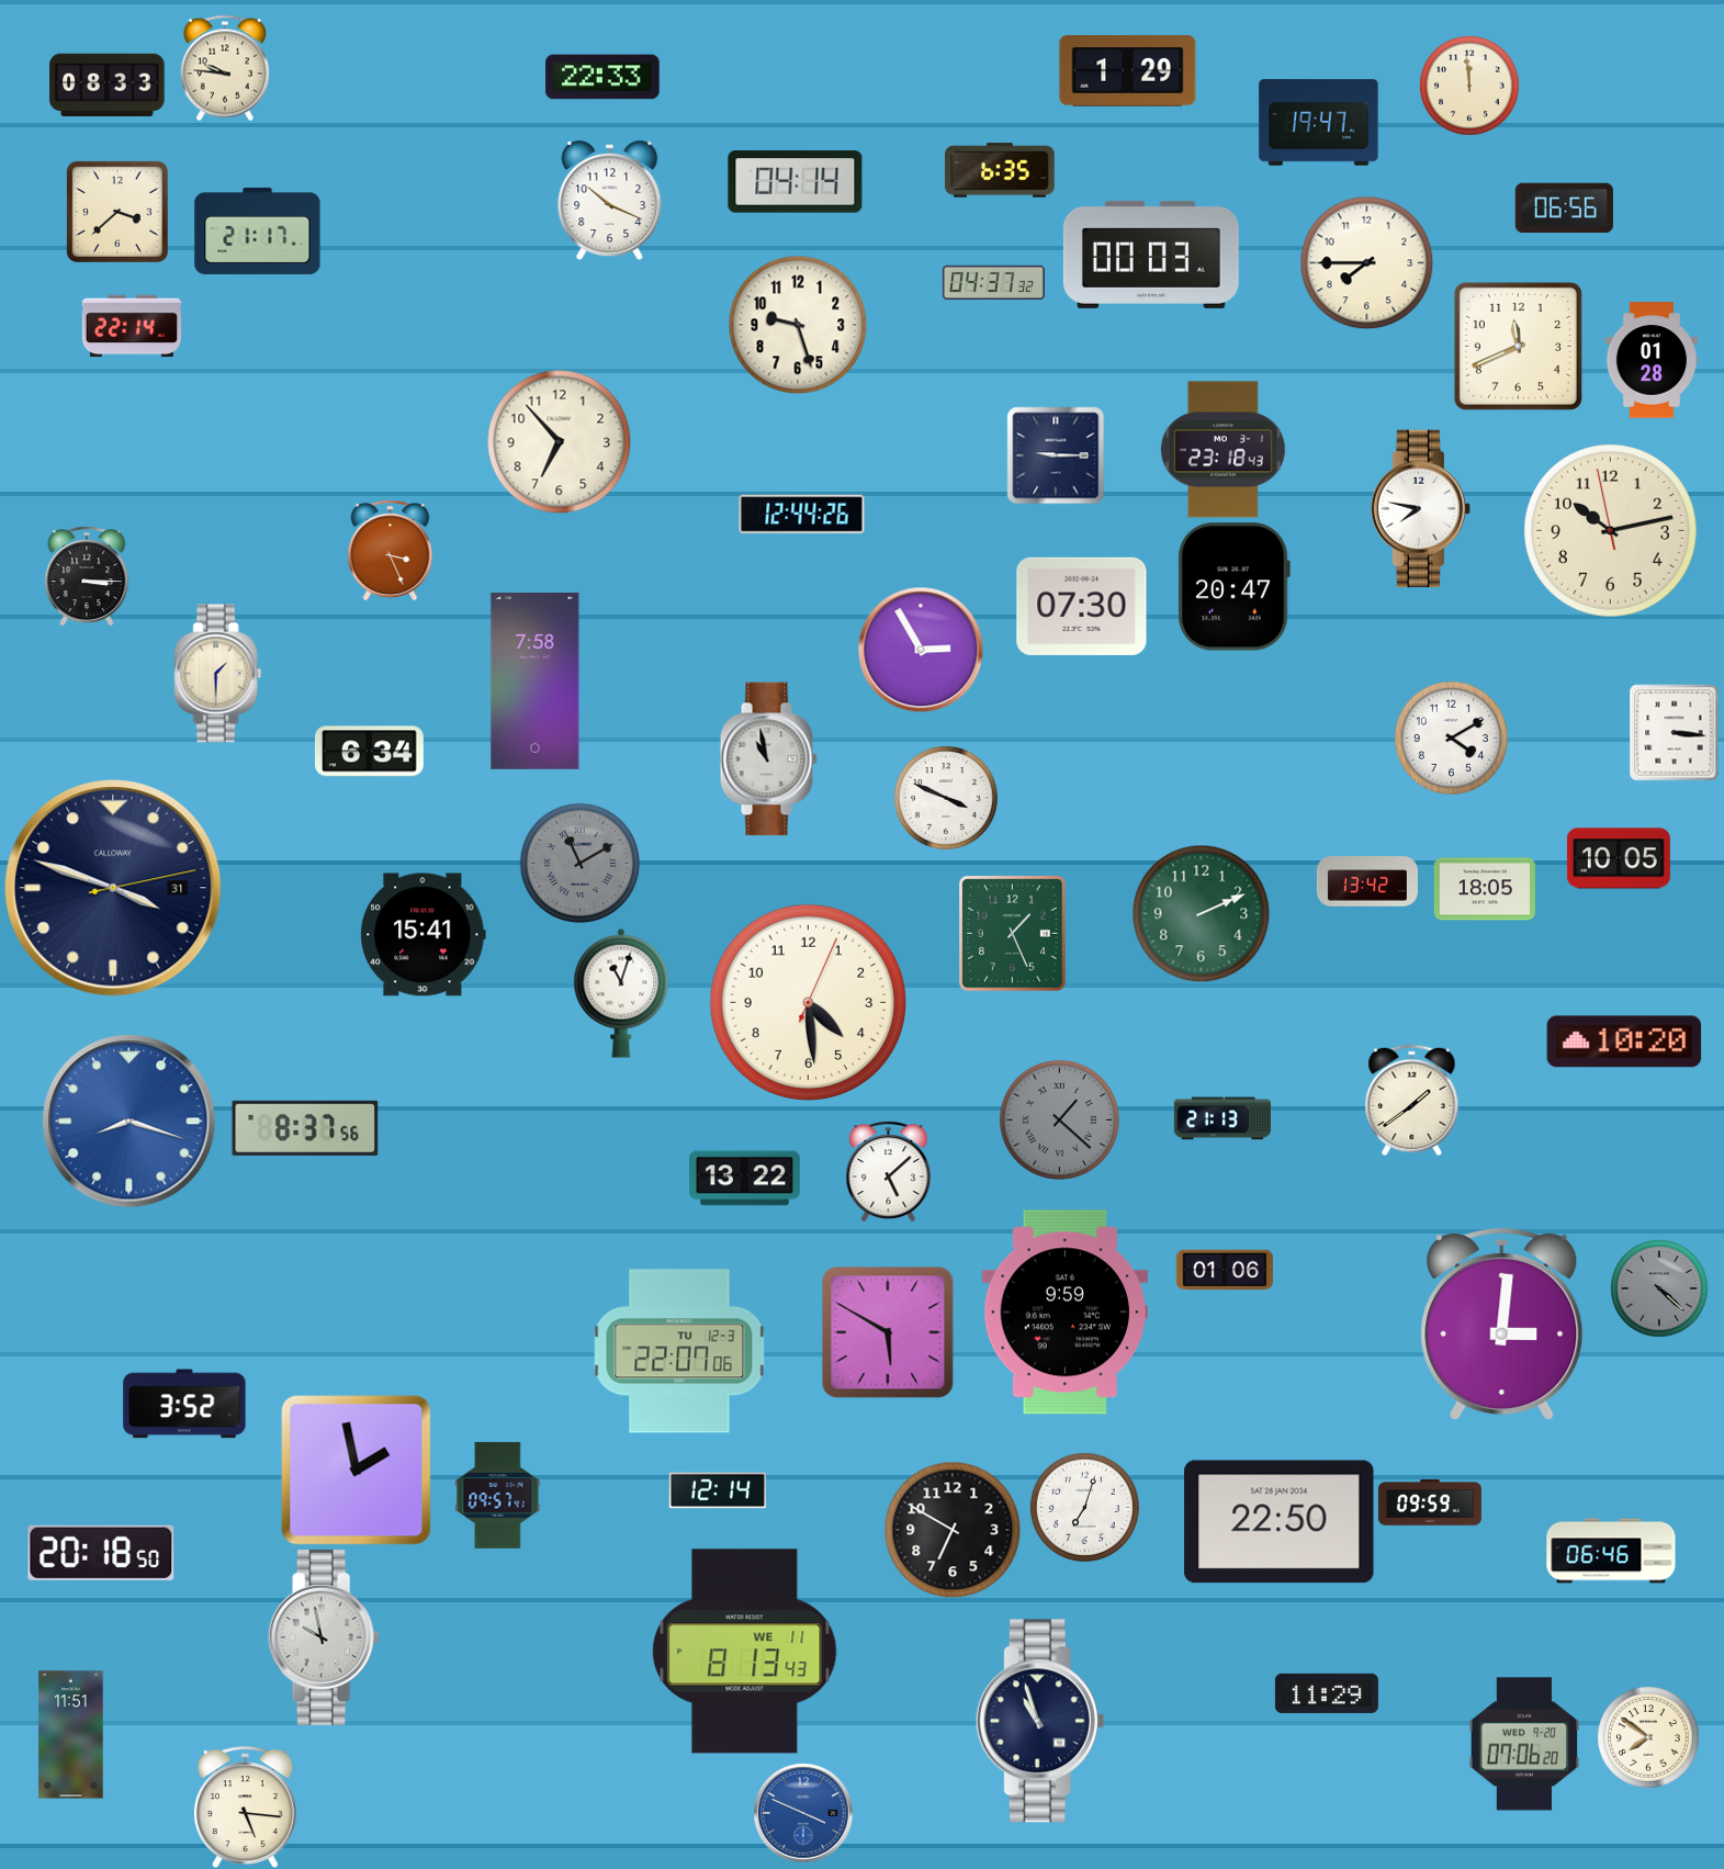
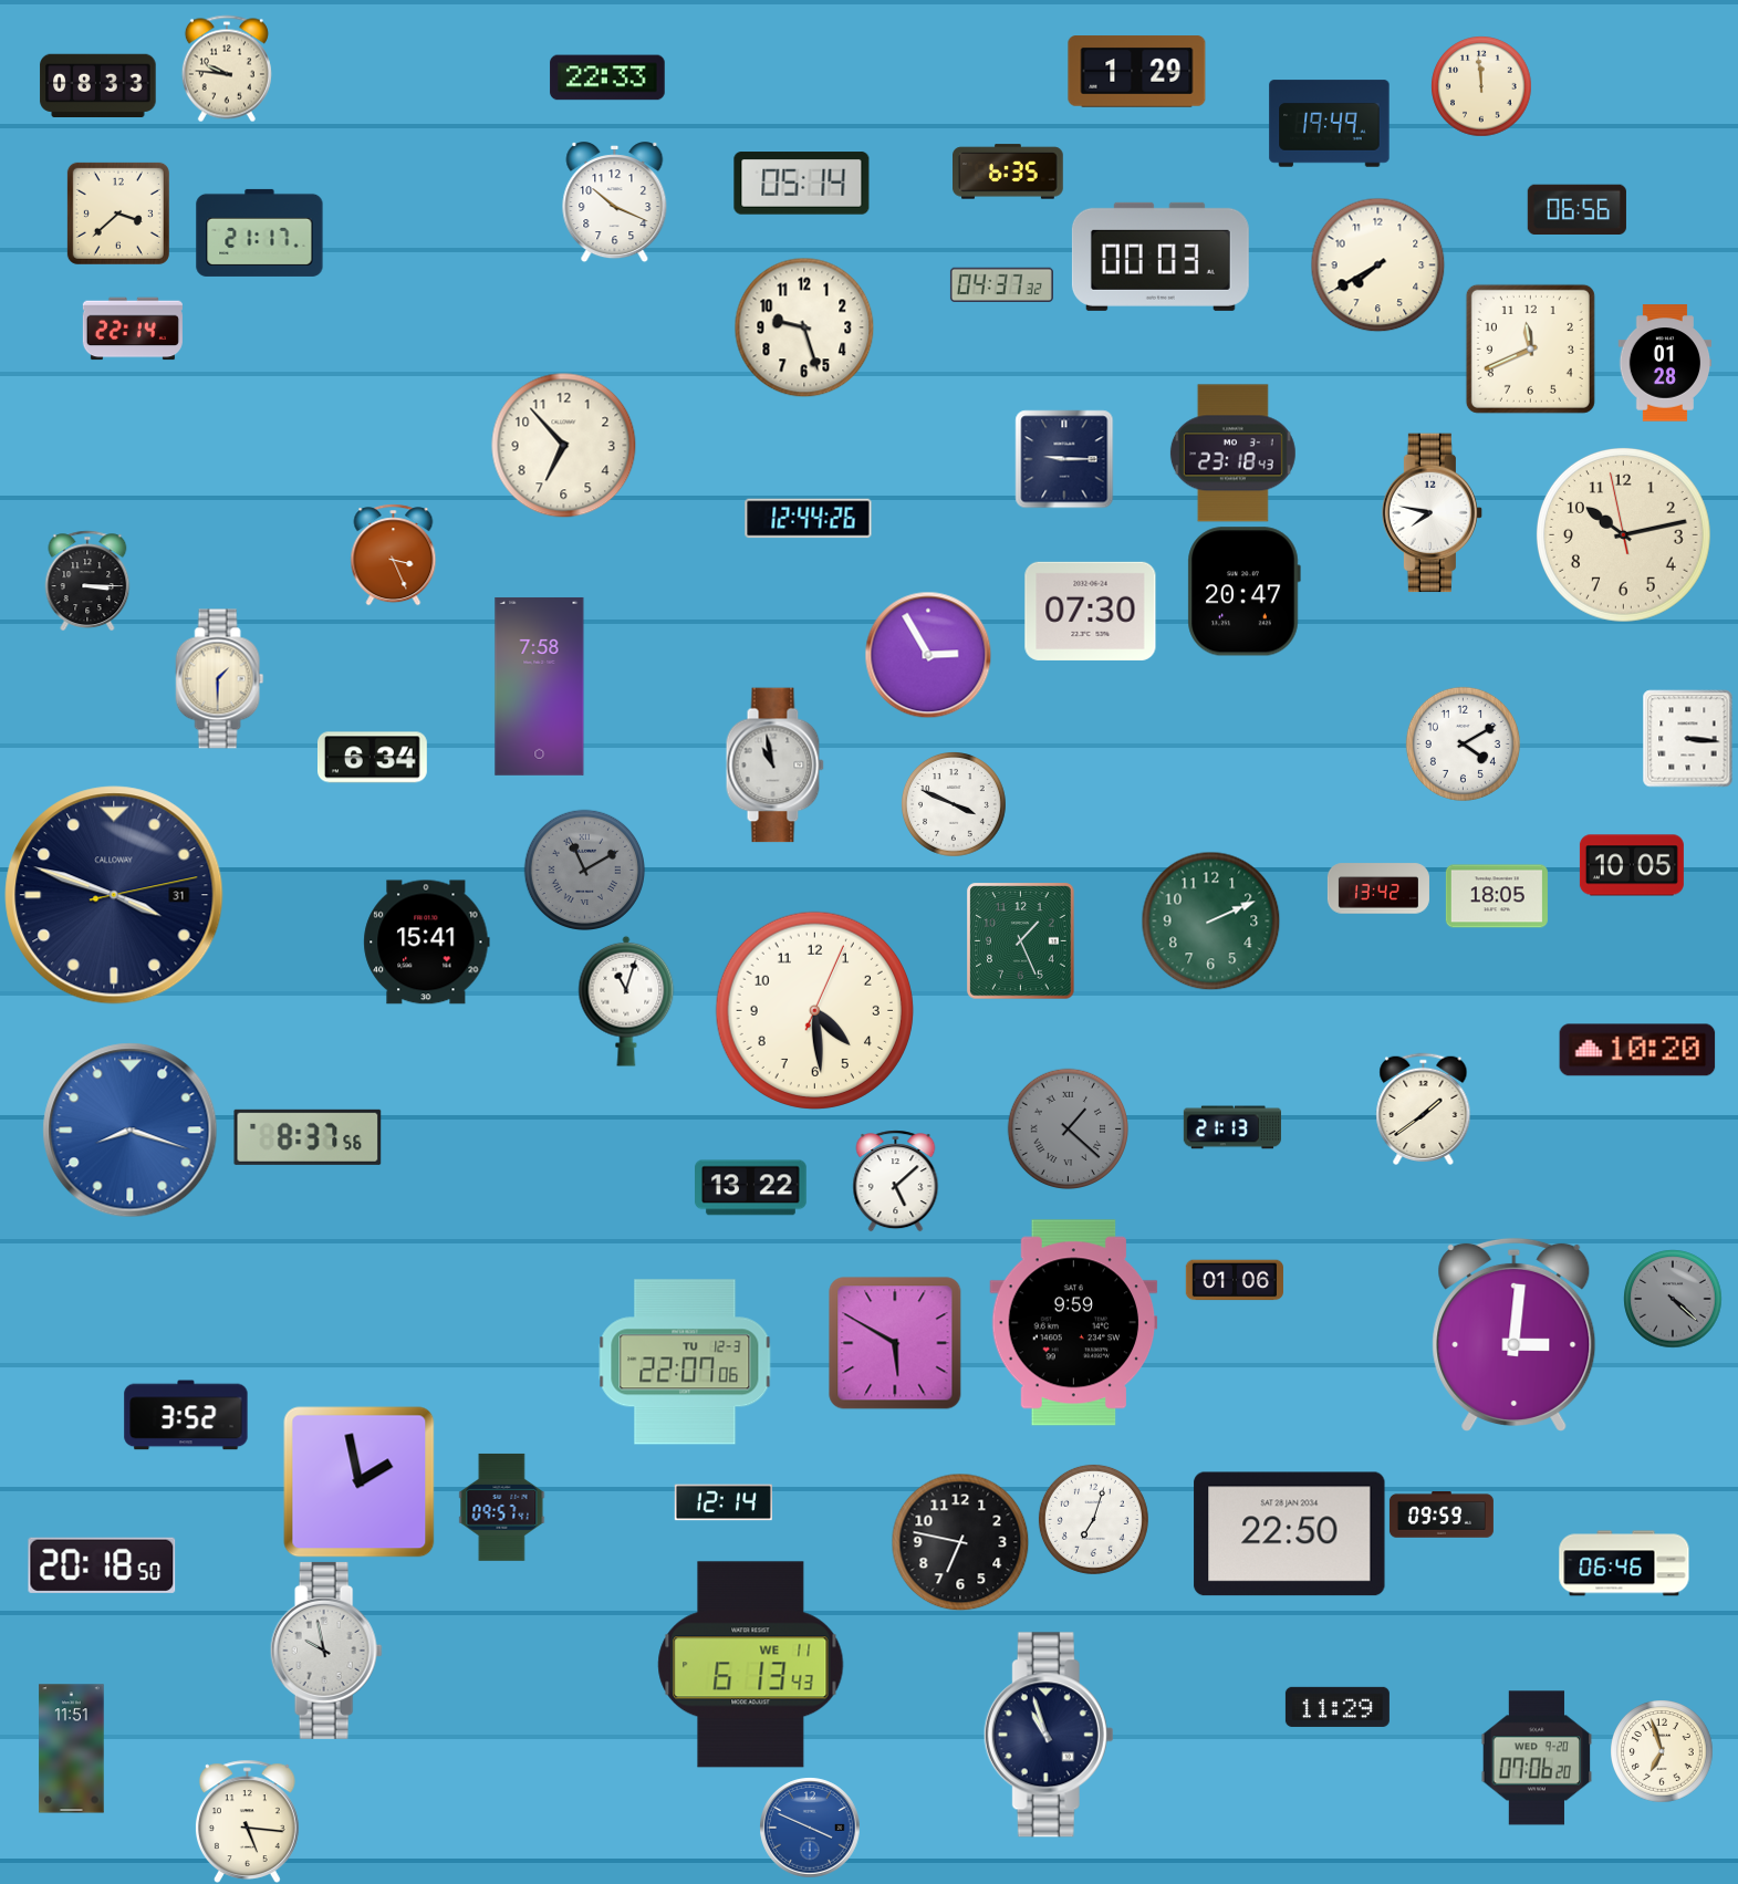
clock at (108, 85) position: (108, 85) -> (98, 85)
clock at (1319, 123): 19:47 -> 19:49
clock at (796, 182): 04:14 -> 05:14
clock at (1366, 262): 7:45 -> 7:40
clock at (953, 1530): 6:50 -> 6:47
clock at (745, 1652): 8:13 -> 6:13
clock at (1648, 1737): 7:51 -> 6:57
